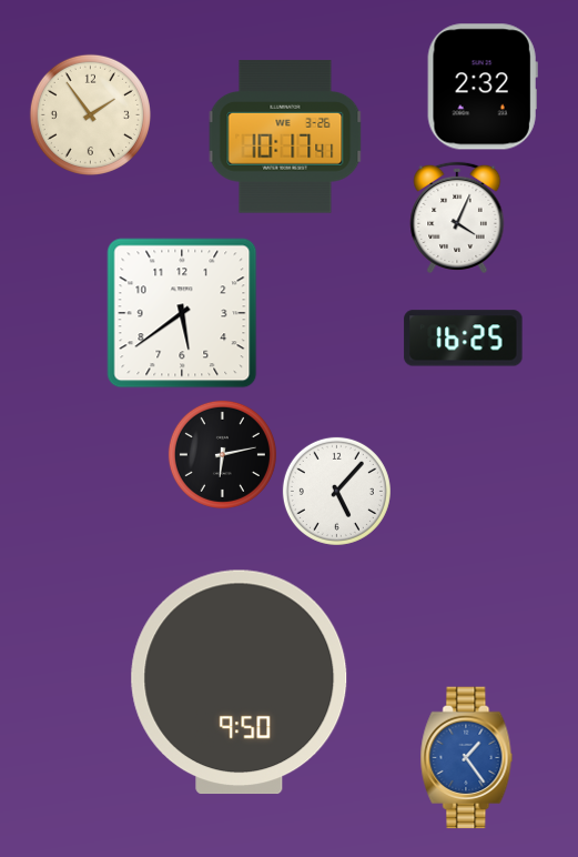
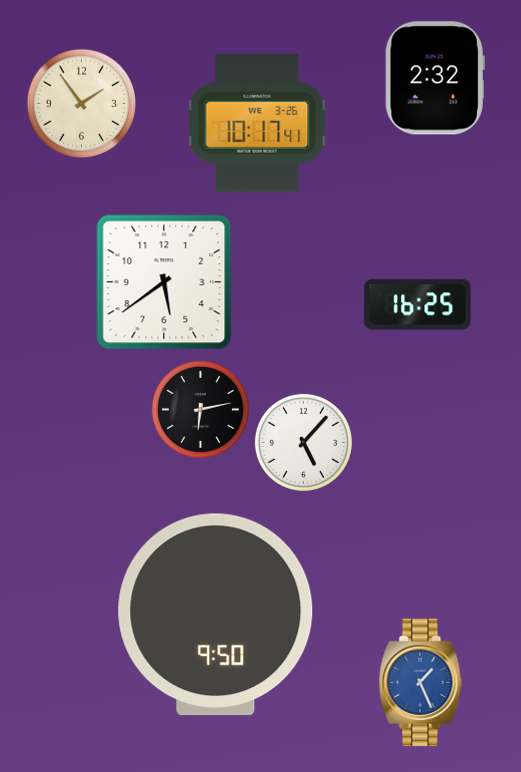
clock at (457, 218): 4:04 -> none
clock at (467, 758): 1:24 -> 1:26
